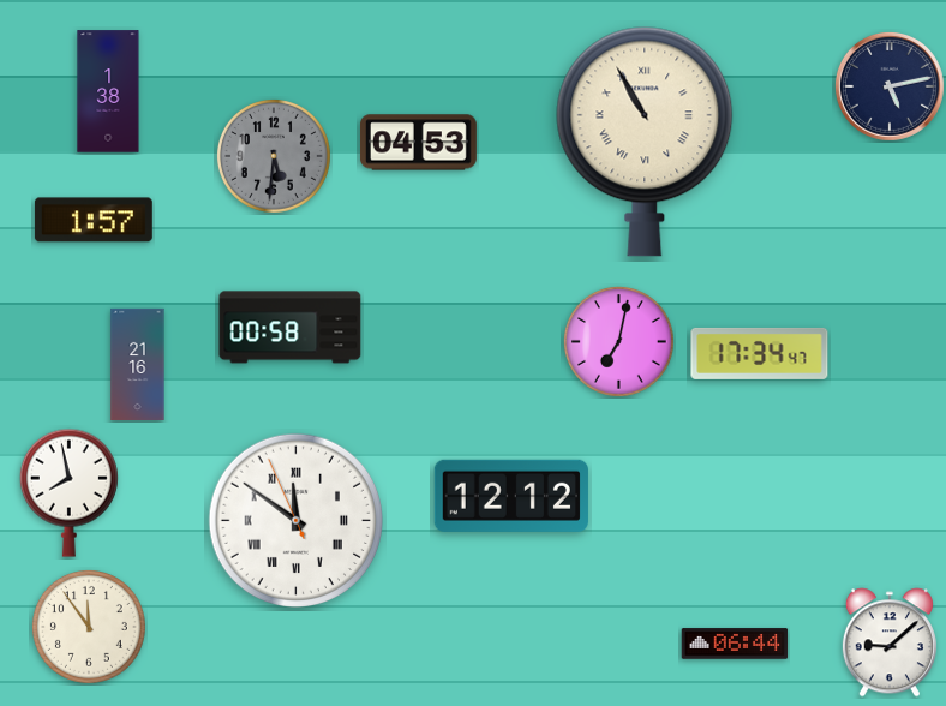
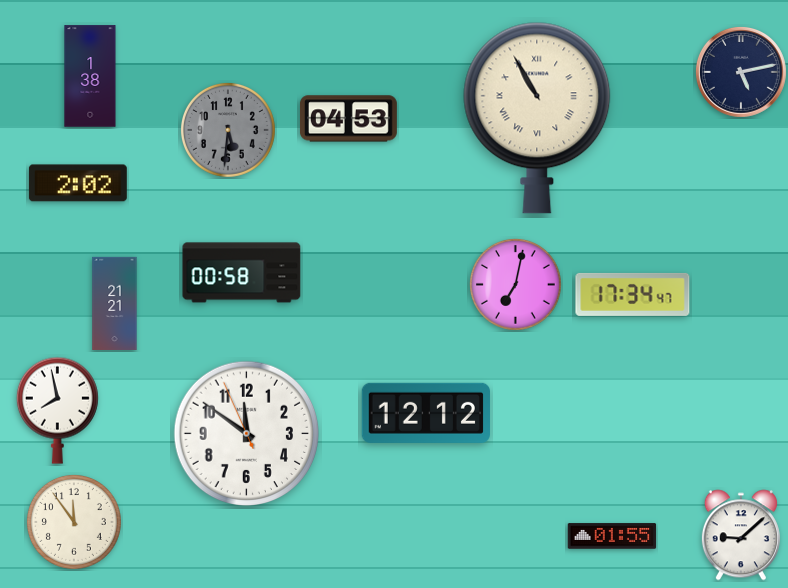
clock at (94, 220): 1:57 -> 2:02
clock at (138, 364): 21:16 -> 21:21
clock at (297, 521) numerals: Roman -> Arabic
clock at (735, 644): 06:44 -> 01:55
